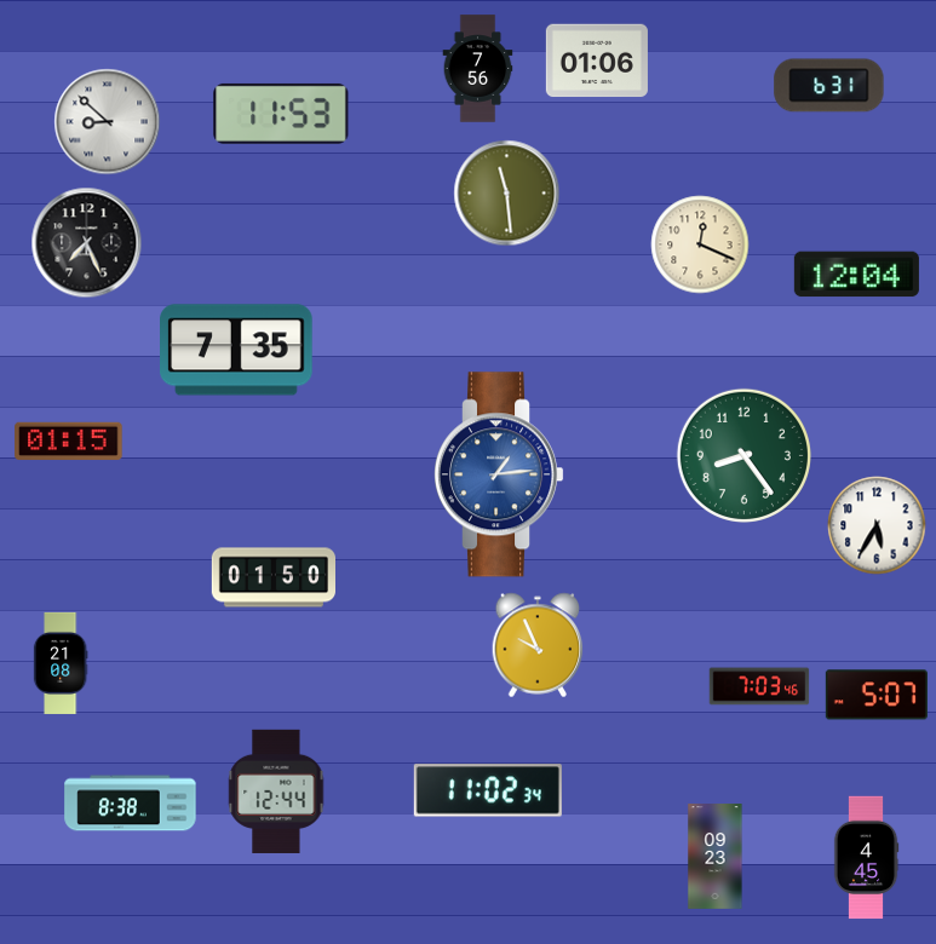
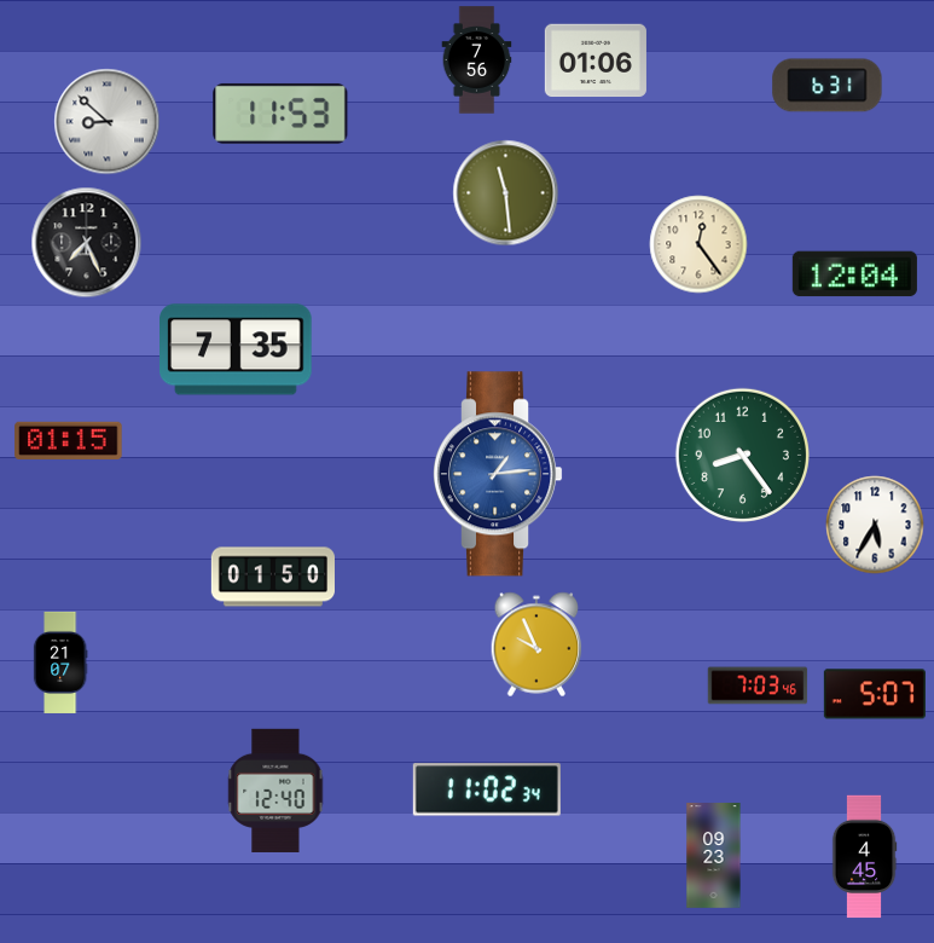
clock at (478, 69) position: (478, 69) -> (477, 60)
clock at (700, 244): 12:19 -> 12:24
clock at (61, 663): 21:08 -> 21:07
clock at (276, 792): 12:44 -> 12:40
clock at (131, 804): 8:38 -> none
